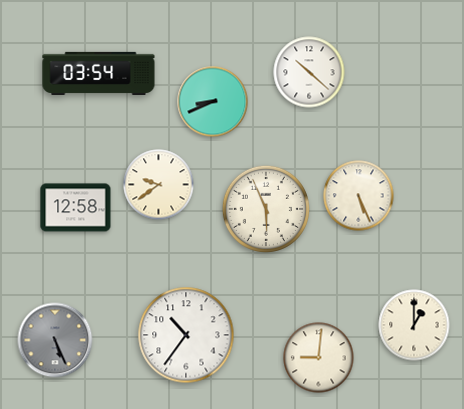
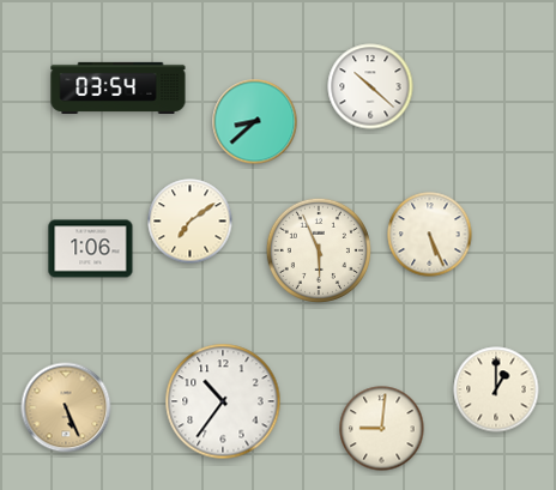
clock at (213, 102): 8:41 -> 8:38
clock at (159, 185): 9:39 -> 7:09
clock at (76, 208): 12:58 -> 1:06
clock at (55, 340) dial: grey -> champagne
